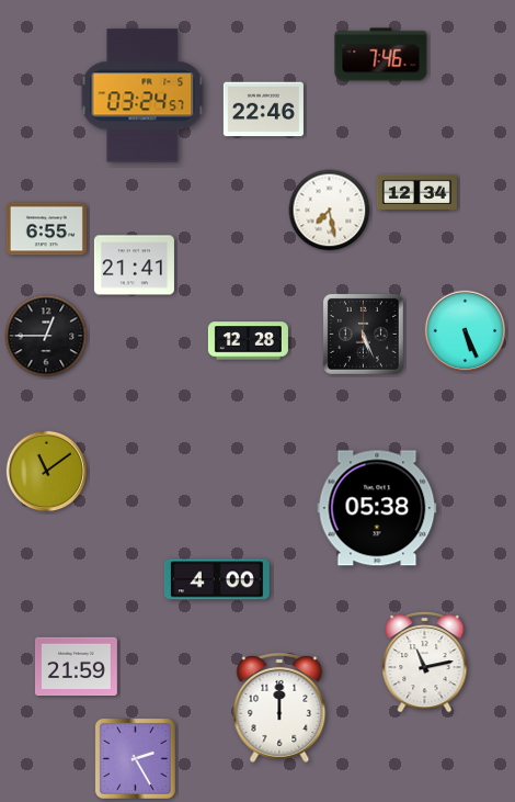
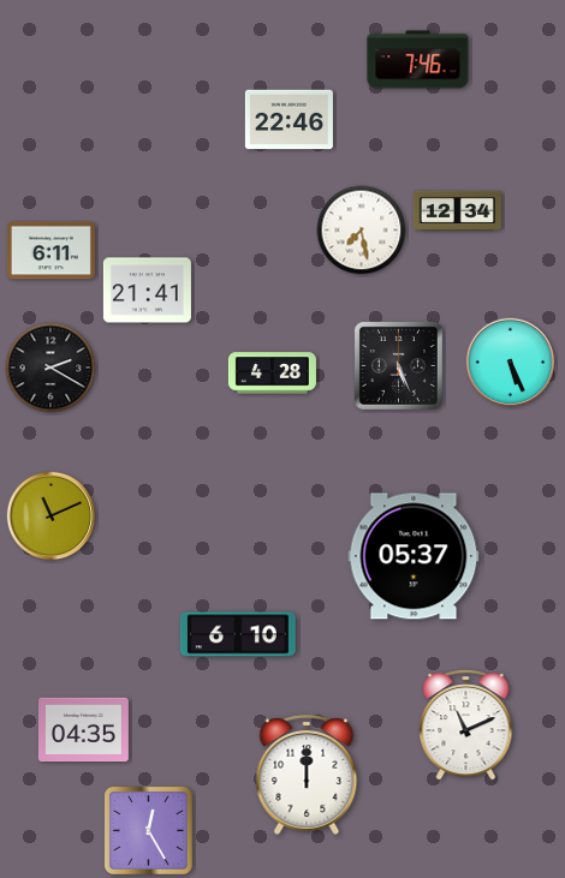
clock at (142, 95): 03:24 -> none
clock at (46, 229): 6:55 -> 6:11
clock at (46, 336): 12:45 -> 2:20
clock at (248, 341): 12:28 -> 4:28
clock at (47, 472): 11:09 -> 11:11
clock at (377, 508): 05:38 -> 05:37
clock at (217, 579): 4:00 -> 6:10
clock at (425, 663): 11:13 -> 11:11
clock at (76, 667): 21:59 -> 04:35
clock at (135, 758): 2:25 -> 12:25
